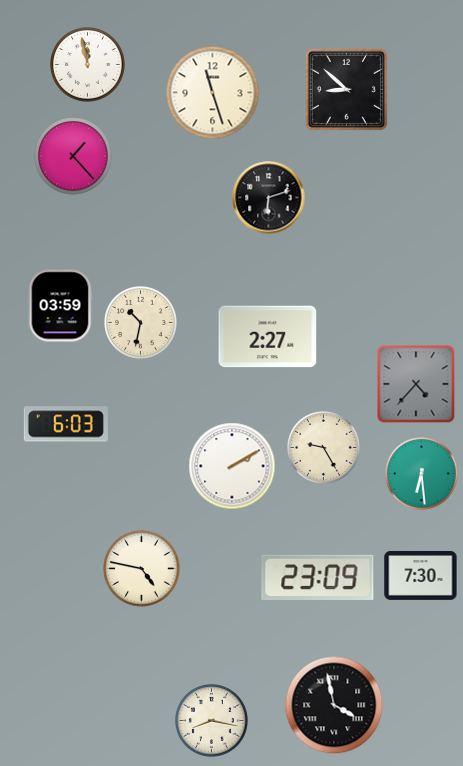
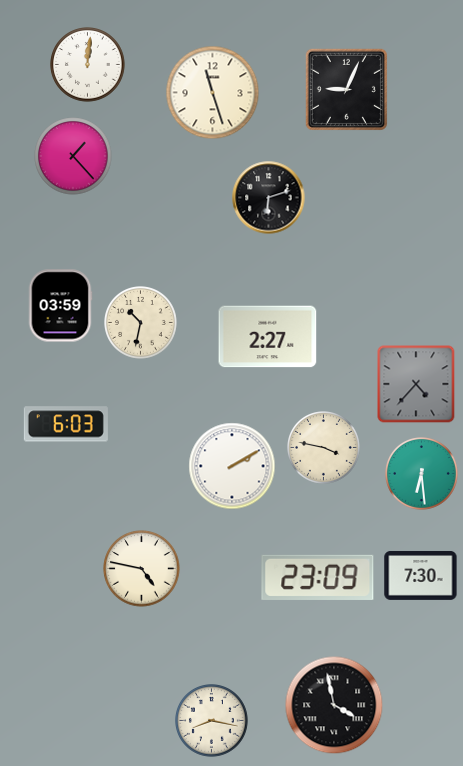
clock at (88, 65): 11:58 -> 12:01
clock at (346, 89): 8:52 -> 9:04
clock at (324, 448): 9:25 -> 3:47
